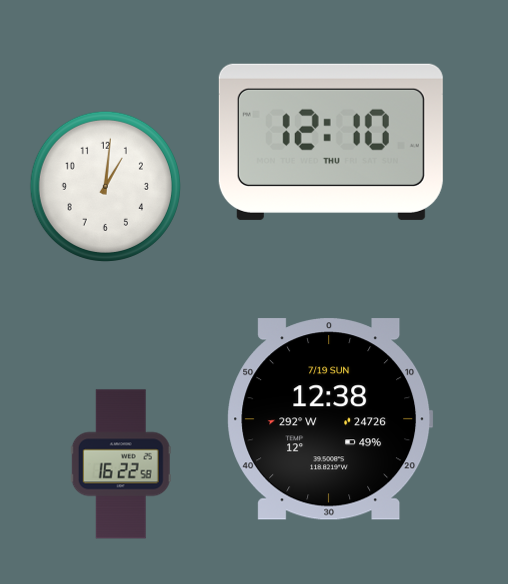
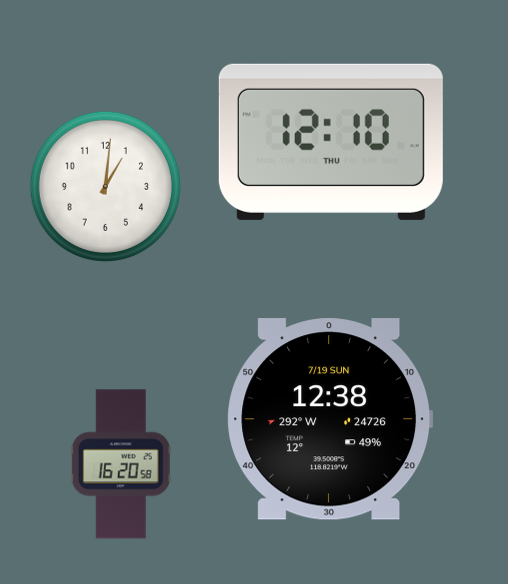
clock at (121, 464): 16:22 -> 16:20
